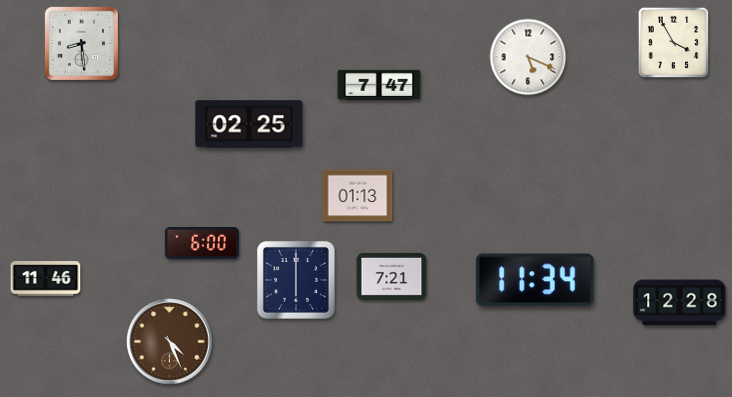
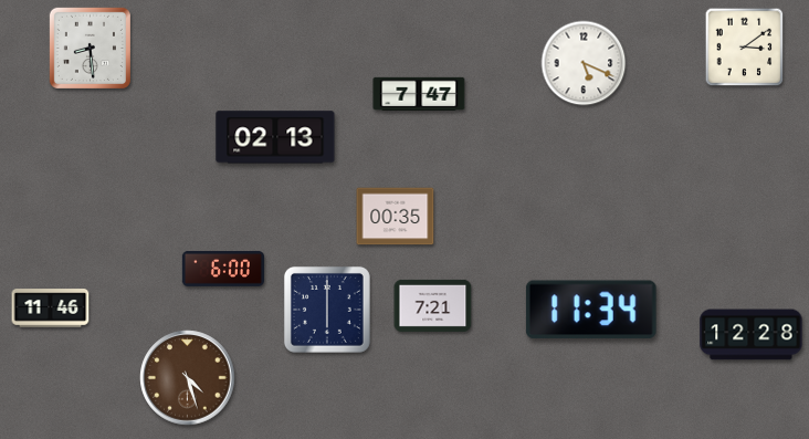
clock at (674, 43): 3:55 -> 3:09
clock at (249, 124): 02:25 -> 02:13
clock at (358, 196): 01:13 -> 00:35
clock at (170, 342): 4:26 -> 4:27
